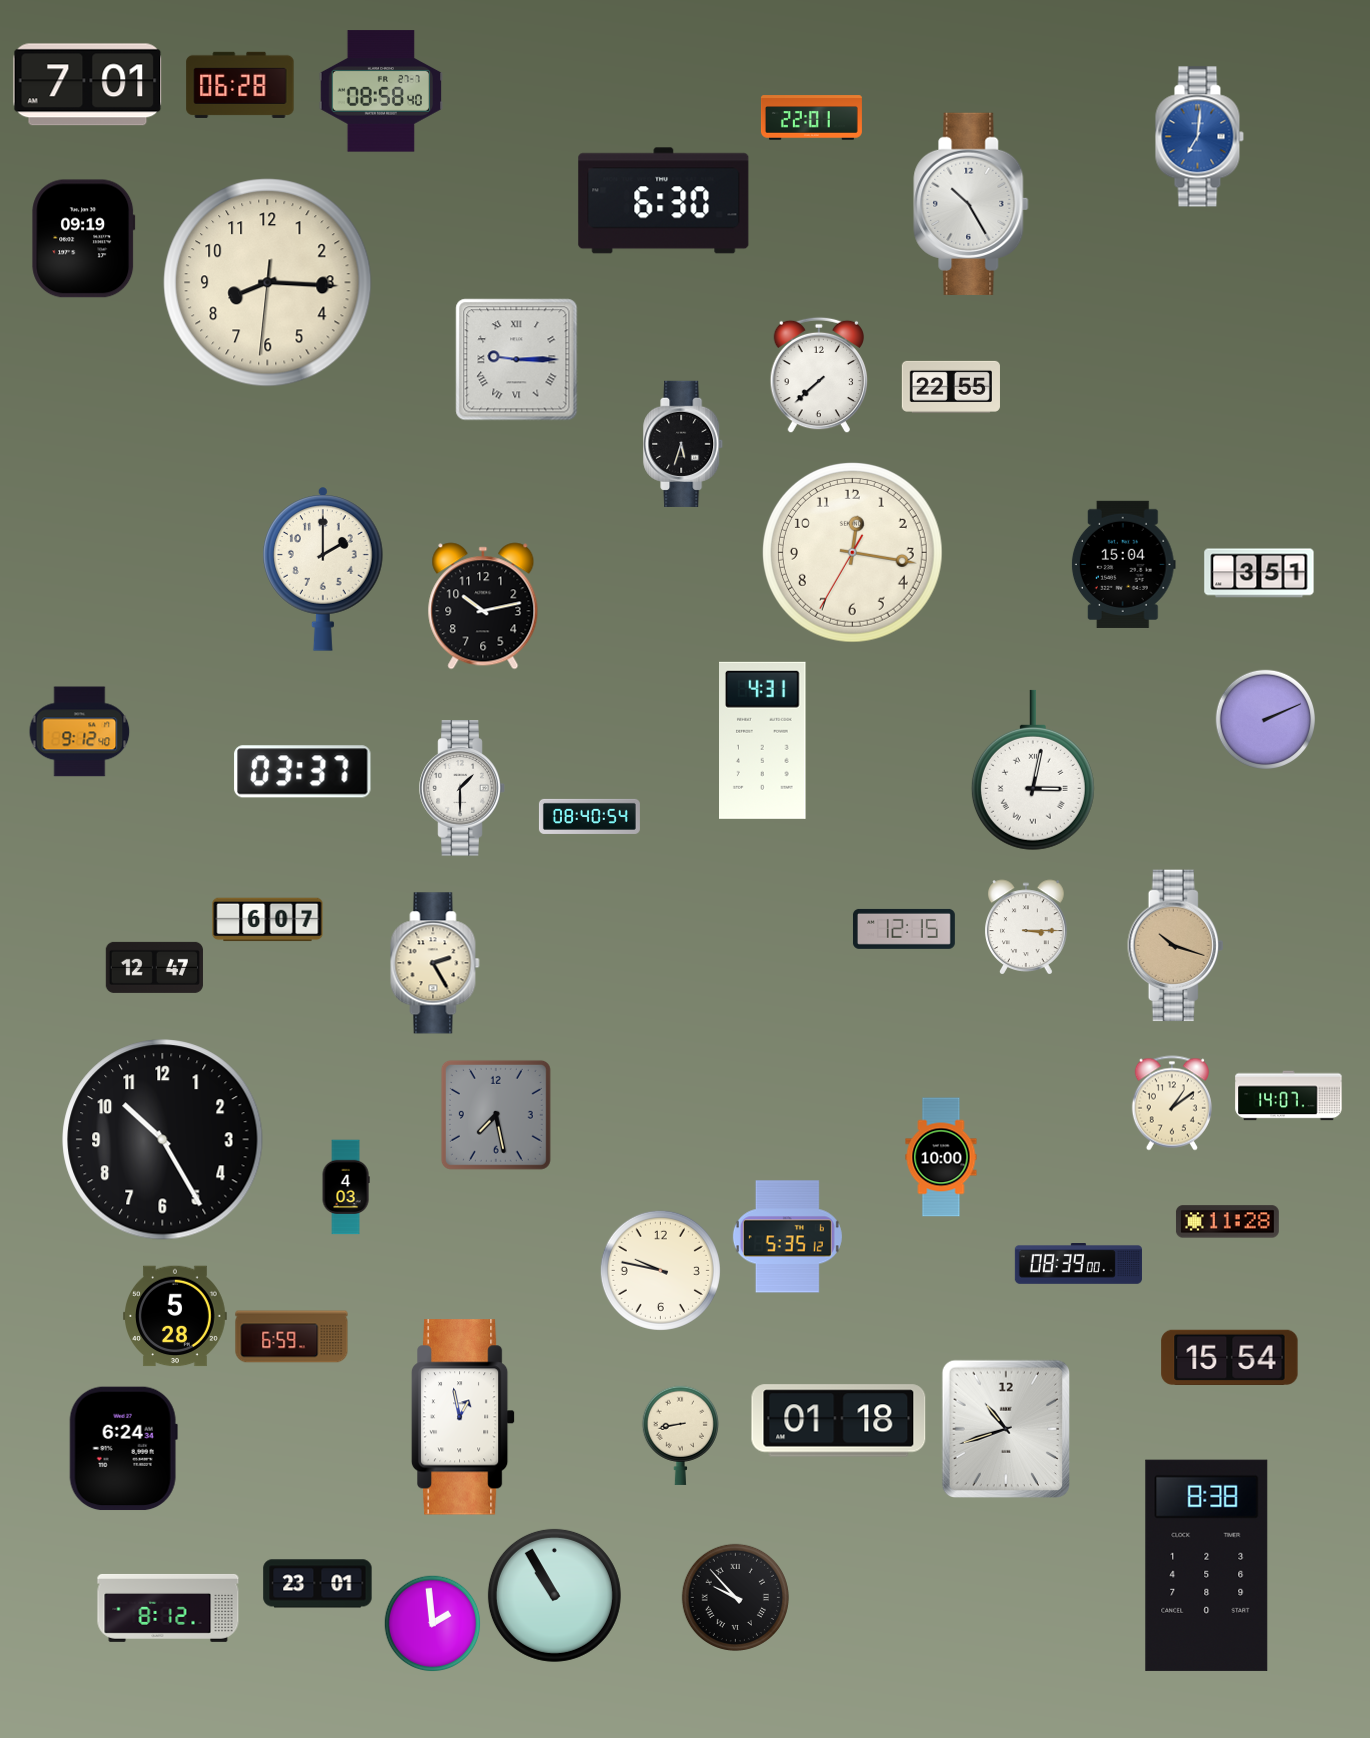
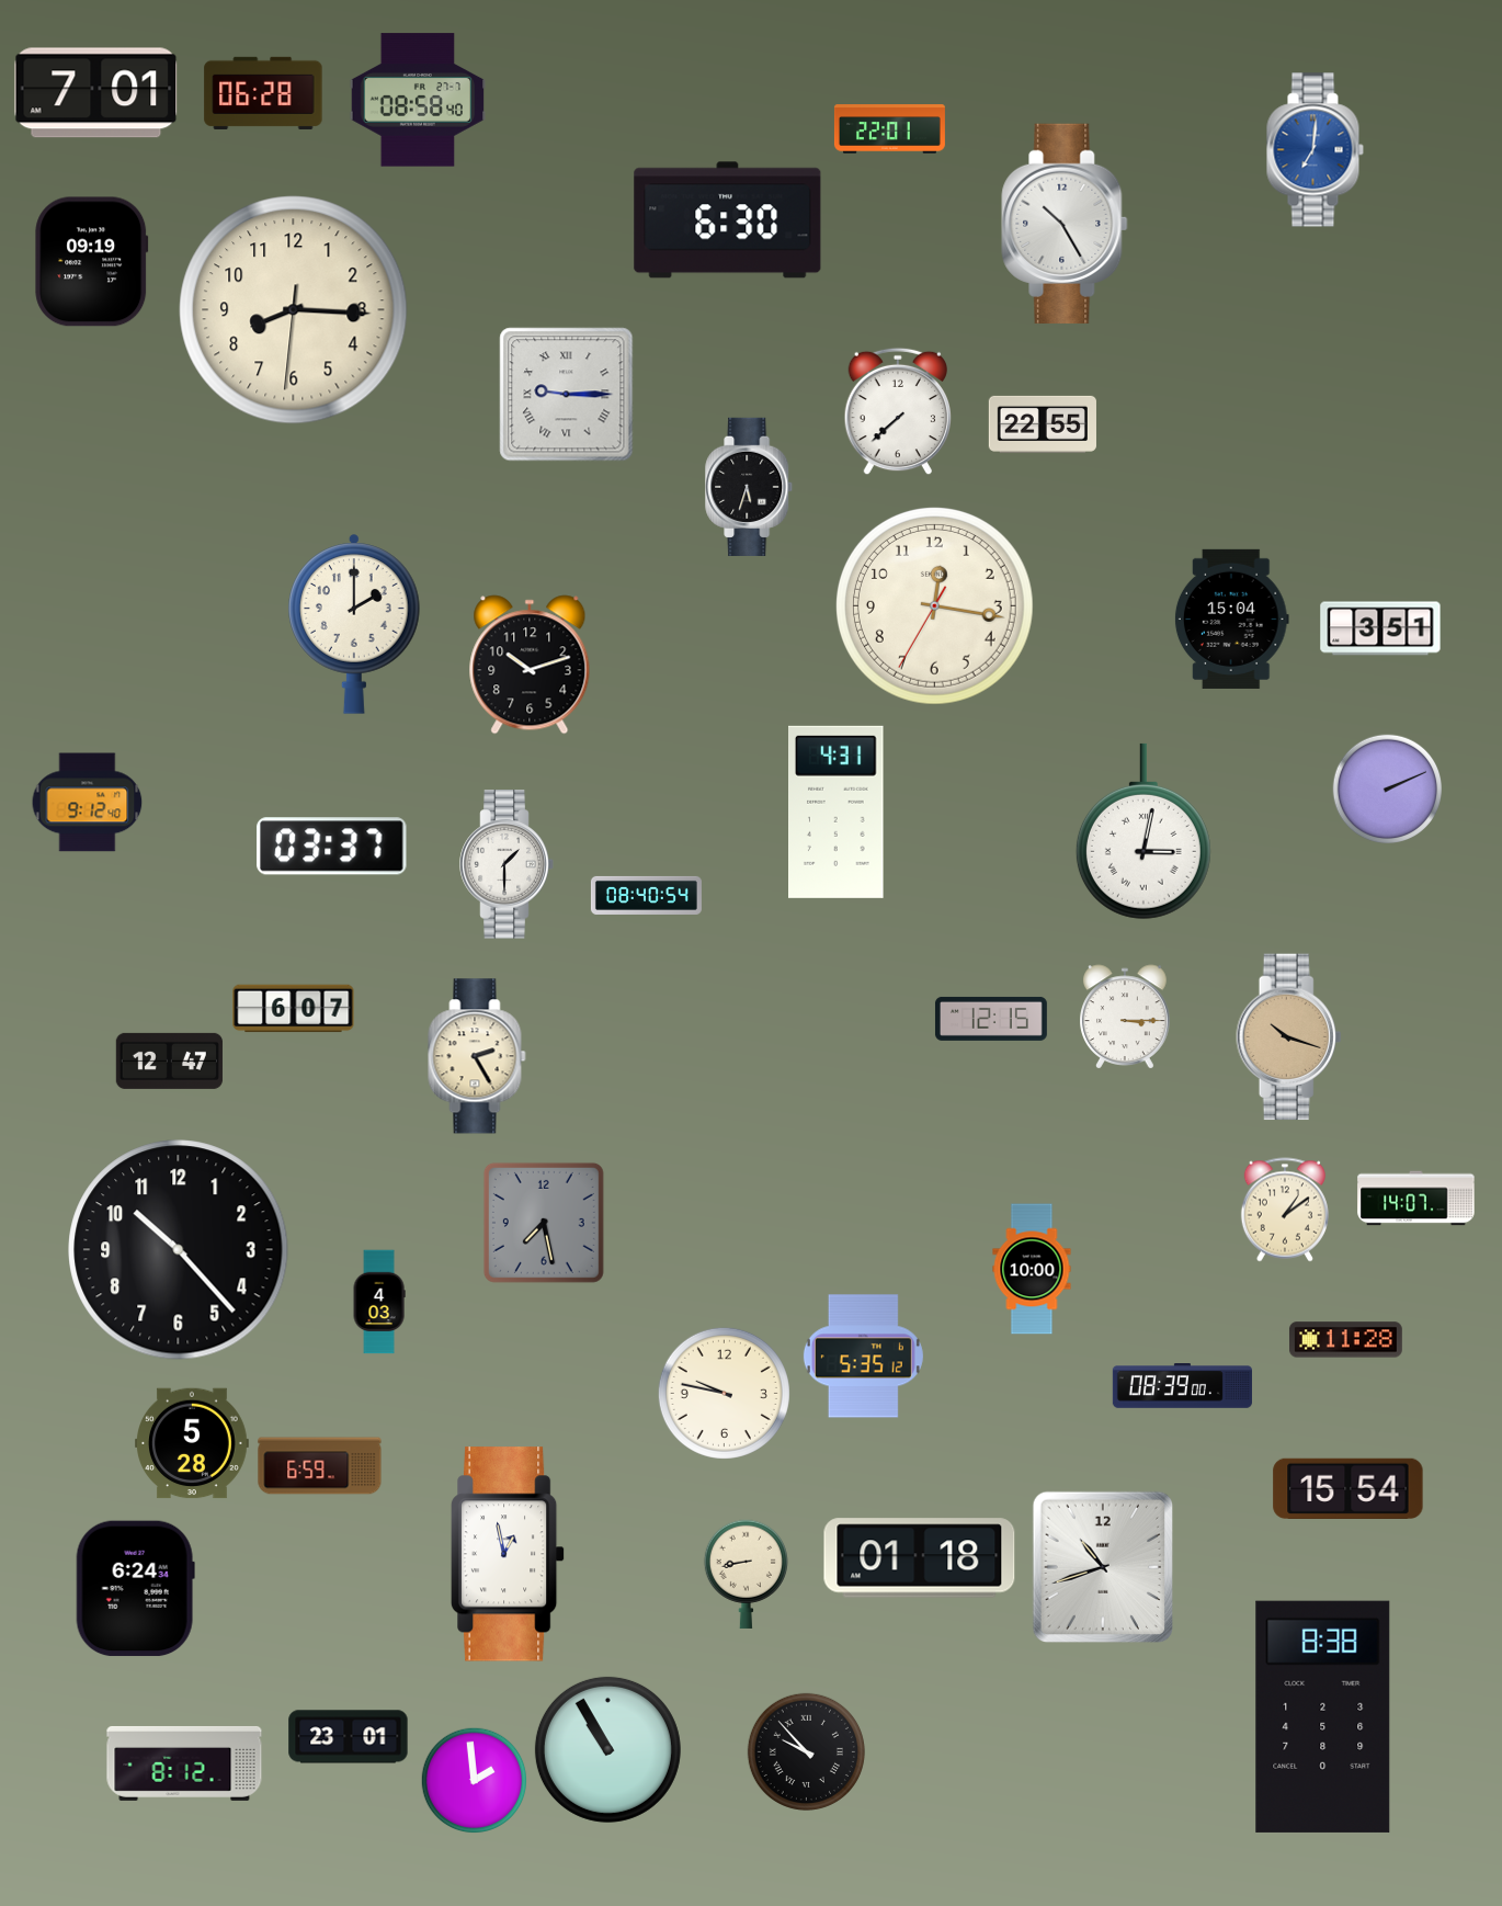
clock at (483, 606): 10:13 -> 10:12
clock at (1033, 770) position: (1033, 770) -> (1143, 831)
clock at (1289, 1096) position: (1289, 1096) -> (1416, 1199)
clock at (163, 1140): 10:25 -> 10:23
